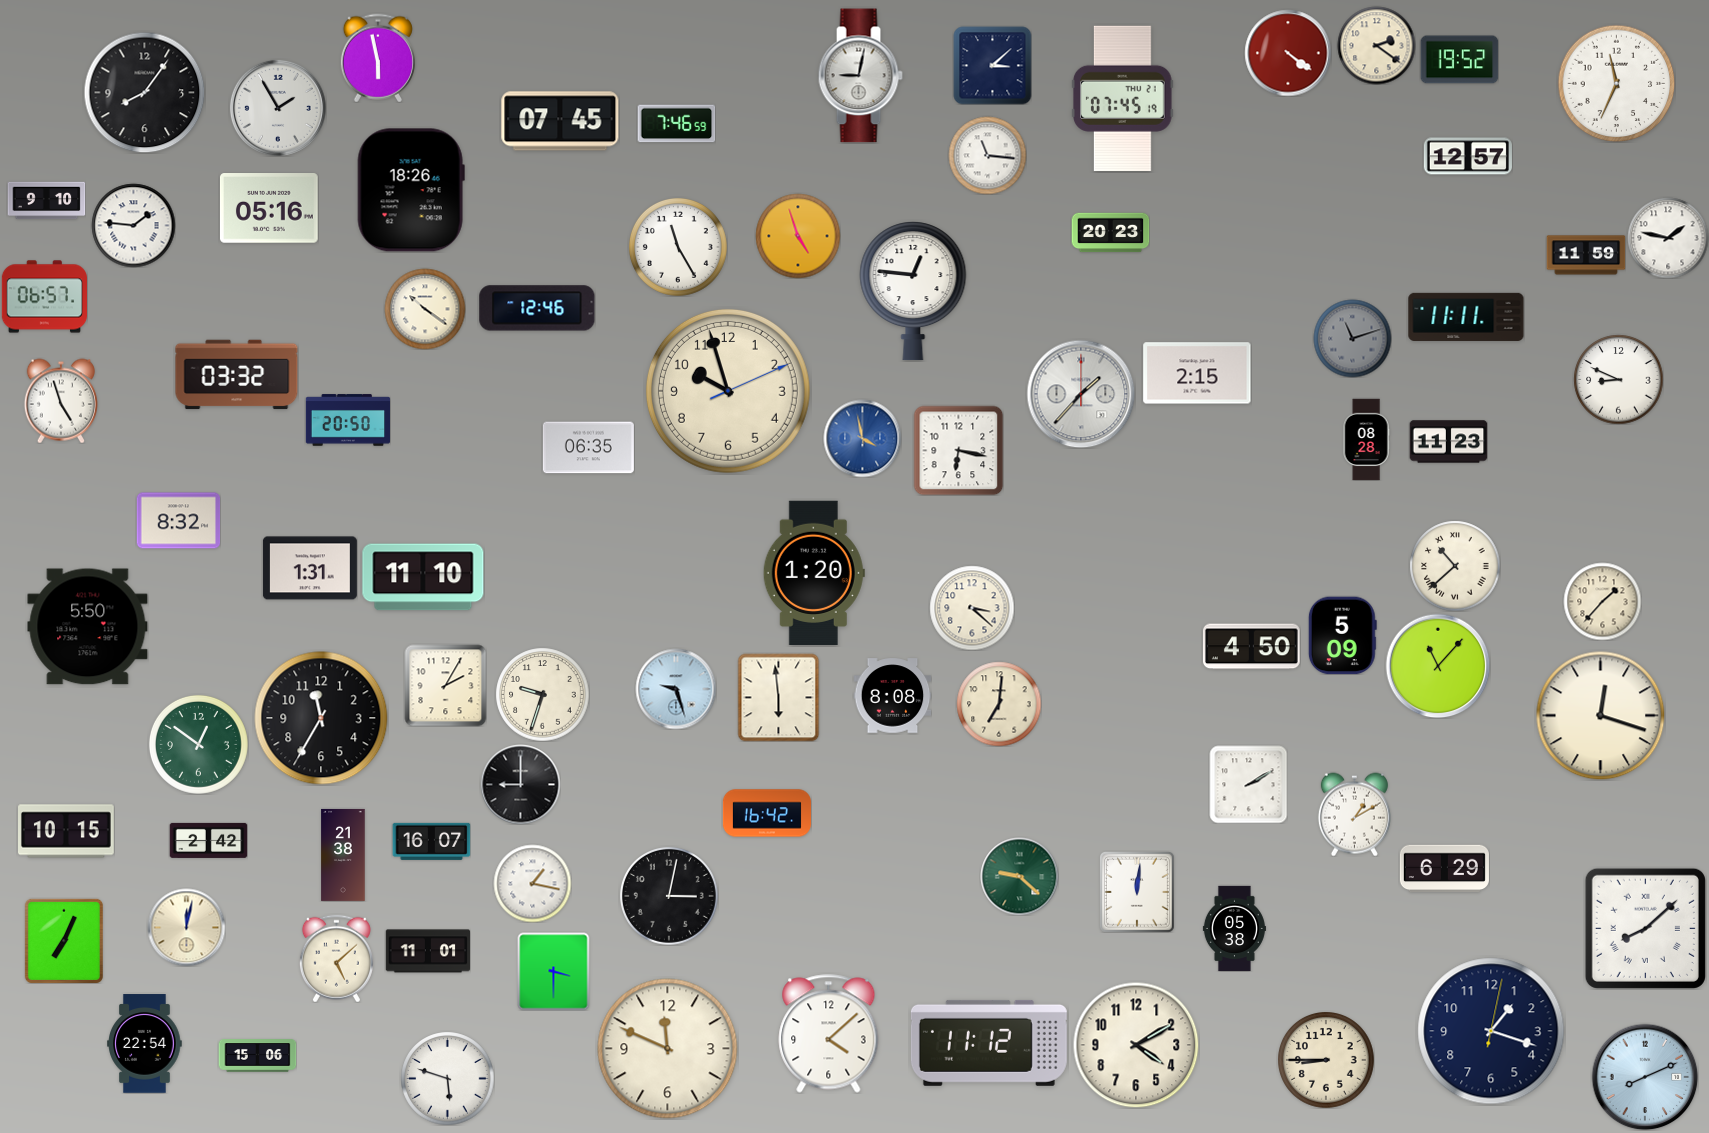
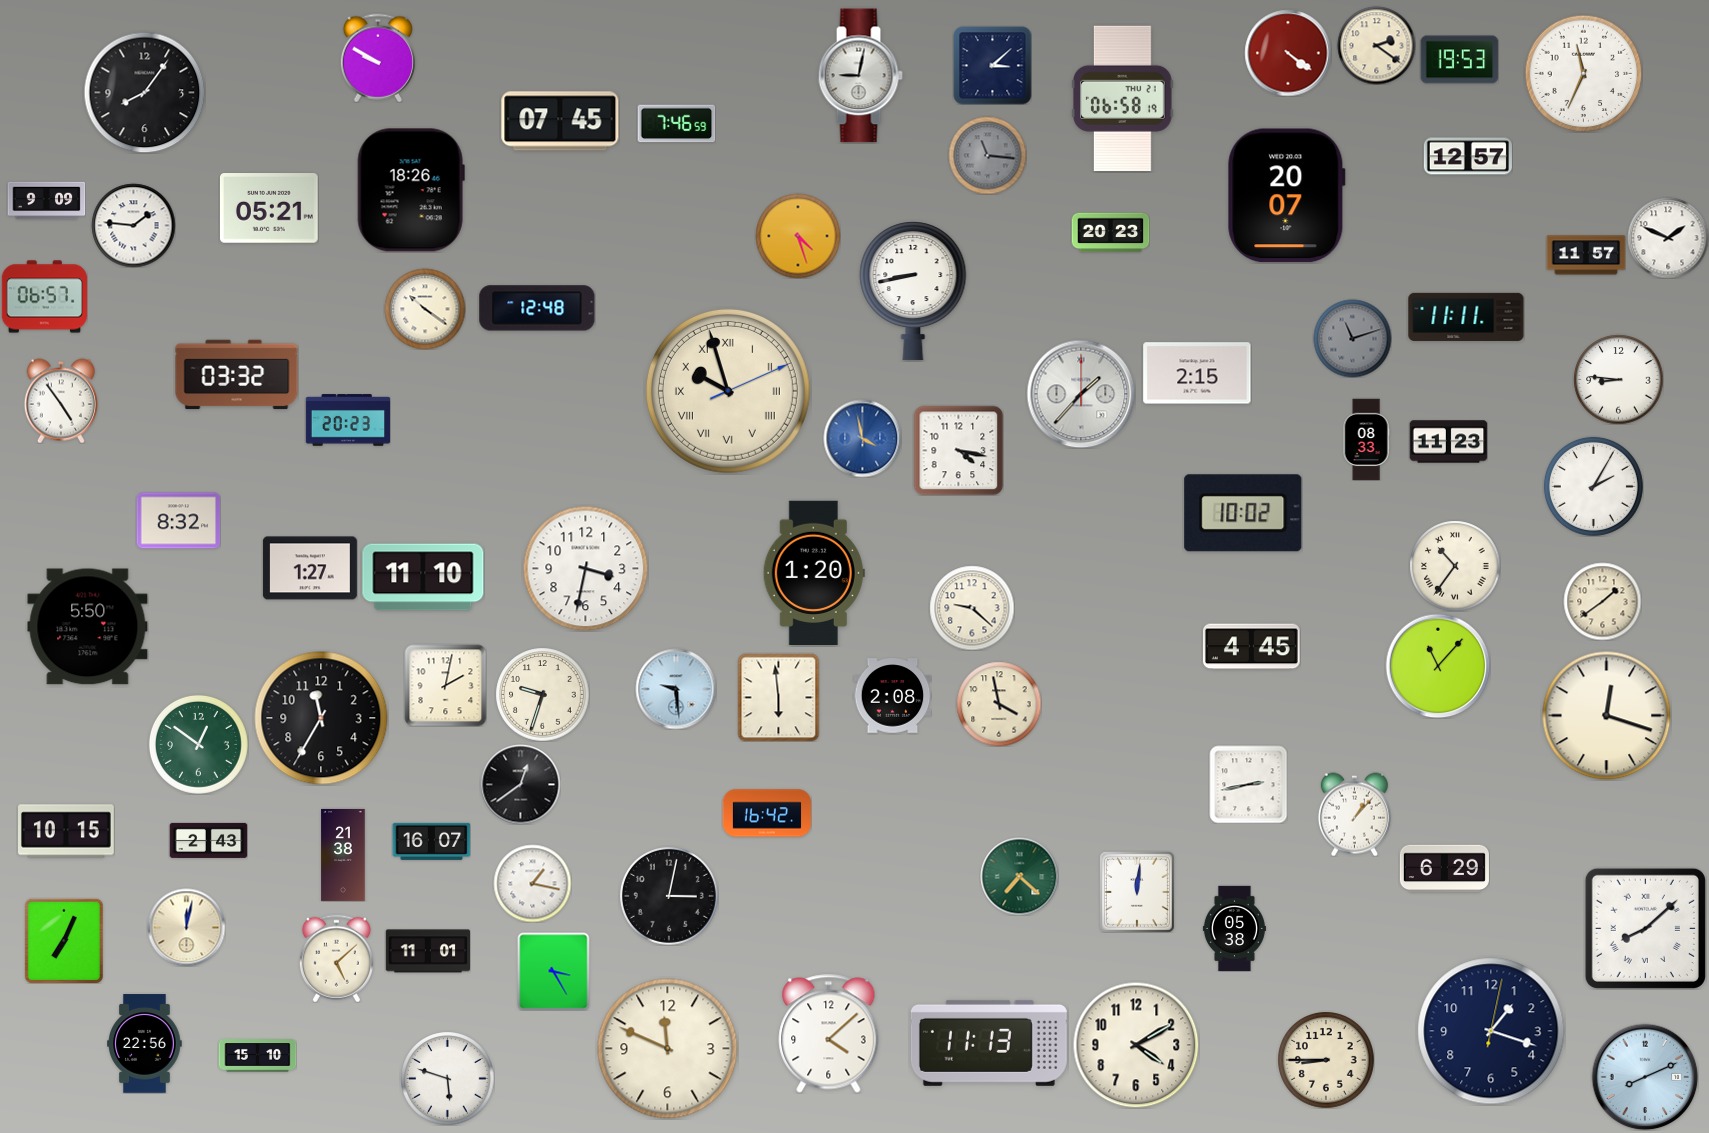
clock at (378, 58): 5:58 -> 9:50
clock at (1459, 60): 19:52 -> 19:53
clock at (1616, 83) position: (1616, 83) -> (1583, 73)
clock at (1123, 98): 07:45 -> 06:58
clock at (278, 108): 1:55 -> none
clock at (987, 155) dial: white -> grey
clock at (1286, 196): none -> 20:07
clock at (46, 201): 9:10 -> 9:09
clock at (269, 209): 05:16 -> 05:21
clock at (798, 236): 4:57 -> 4:27
clock at (1668, 238): 1:47 -> 1:49
clock at (678, 247): 11:25 -> none
clock at (1586, 255): 11:59 -> 11:57
clock at (913, 291): 12:46 -> 8:43
clock at (537, 308): 12:46 -> 12:48
clock at (1618, 379): 8:49 -> 8:46
clock at (728, 391) numerals: Arabic -> Roman
clock at (60, 401): 4:57 -> 4:54
clock at (348, 420): 20:50 -> 20:23
clock at (1366, 439): 08:28 -> 08:33
clock at (588, 448): 06:35 -> none
clock at (958, 450): 6:17 -> 4:17
clock at (1593, 486): none -> 2:05
clock at (1243, 513): none -> 10:02
clock at (1455, 566): 10:38 -> 10:36
clock at (310, 568): 1:31 -> 1:27
clock at (585, 568): none -> 3:32
clock at (1602, 601): 1:37 -> 1:39
clock at (972, 608): 3:22 -> 9:22
clock at (1342, 635): 5:09 -> none
clock at (1251, 647): 4:50 -> 4:45
clock at (445, 685): 2:05 -> 2:02
clock at (676, 689): 9:27 -> 9:29
clock at (892, 696): 8:08 -> 2:08
clock at (999, 704): 7:01 -> 3:58
clock at (1600, 715) position: (1600, 715) -> (1606, 715)
clock at (520, 784): 9:00 -> 12:39
clock at (1248, 784): 2:10 -> 2:43
clock at (1354, 814): 1:10 -> 1:07
clock at (208, 840): 2:42 -> 2:43
clock at (1019, 876): 9:22 -> 7:22
clock at (554, 971): 3:30 -> 3:25
clock at (989, 1043): 11:12 -> 11:13
clock at (145, 1044): 22:54 -> 22:56
clock at (257, 1056): 15:06 -> 15:10
